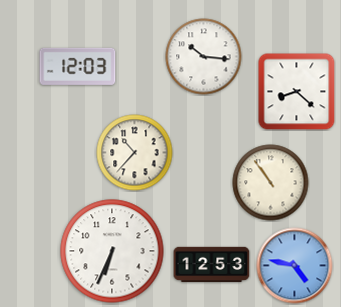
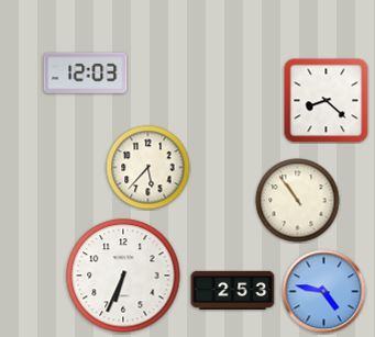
clock at (204, 57): 10:16 -> none
clock at (135, 153): 10:37 -> 5:37
clock at (212, 265): 12:53 -> 2:53
